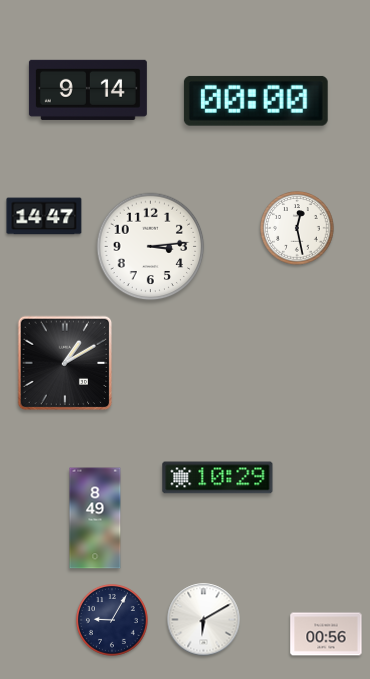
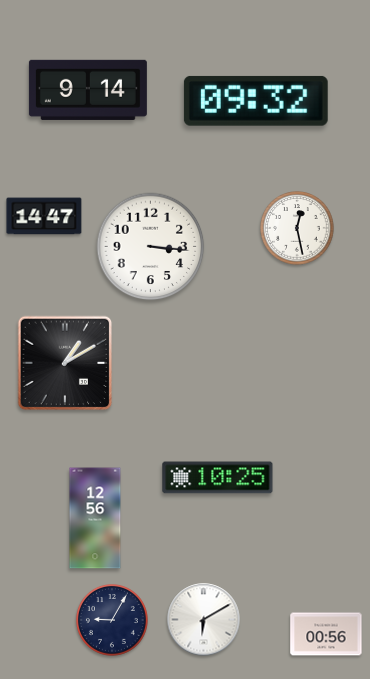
clock at (256, 101): 00:00 -> 09:32
clock at (151, 247): 3:14 -> 3:16
clock at (218, 478): 10:29 -> 10:25
clock at (95, 518): 8:49 -> 12:56
